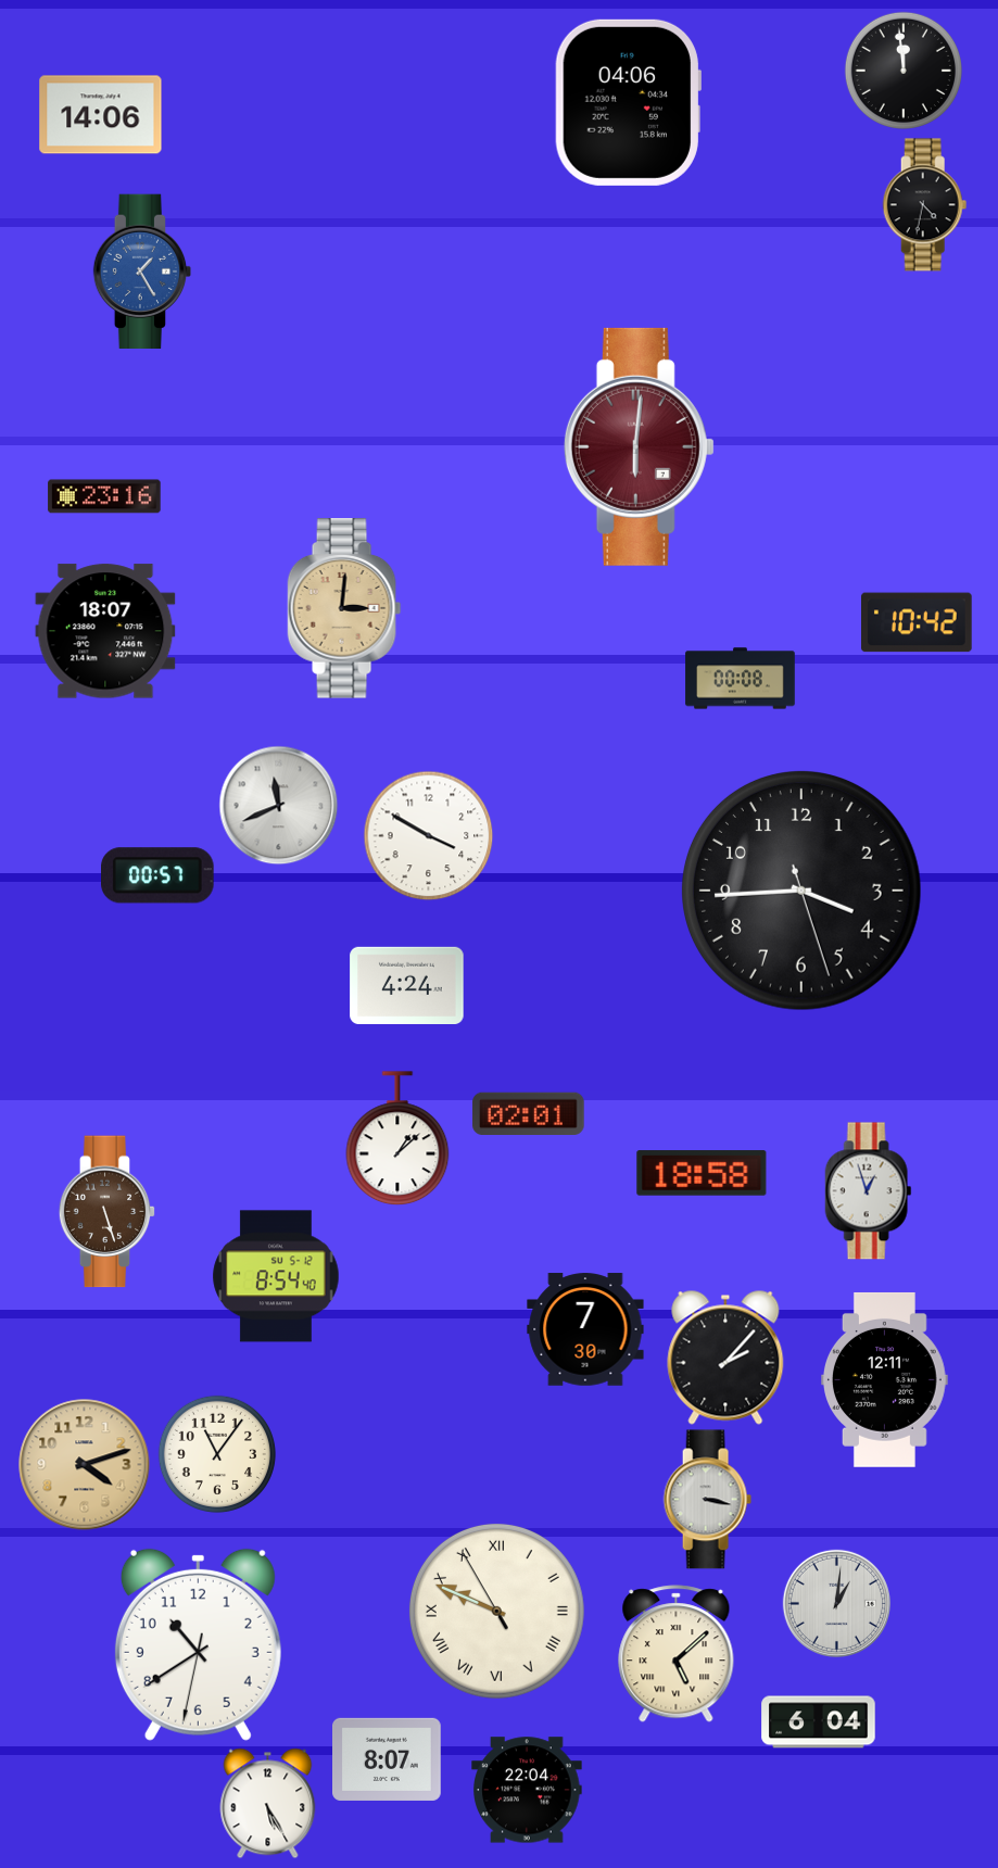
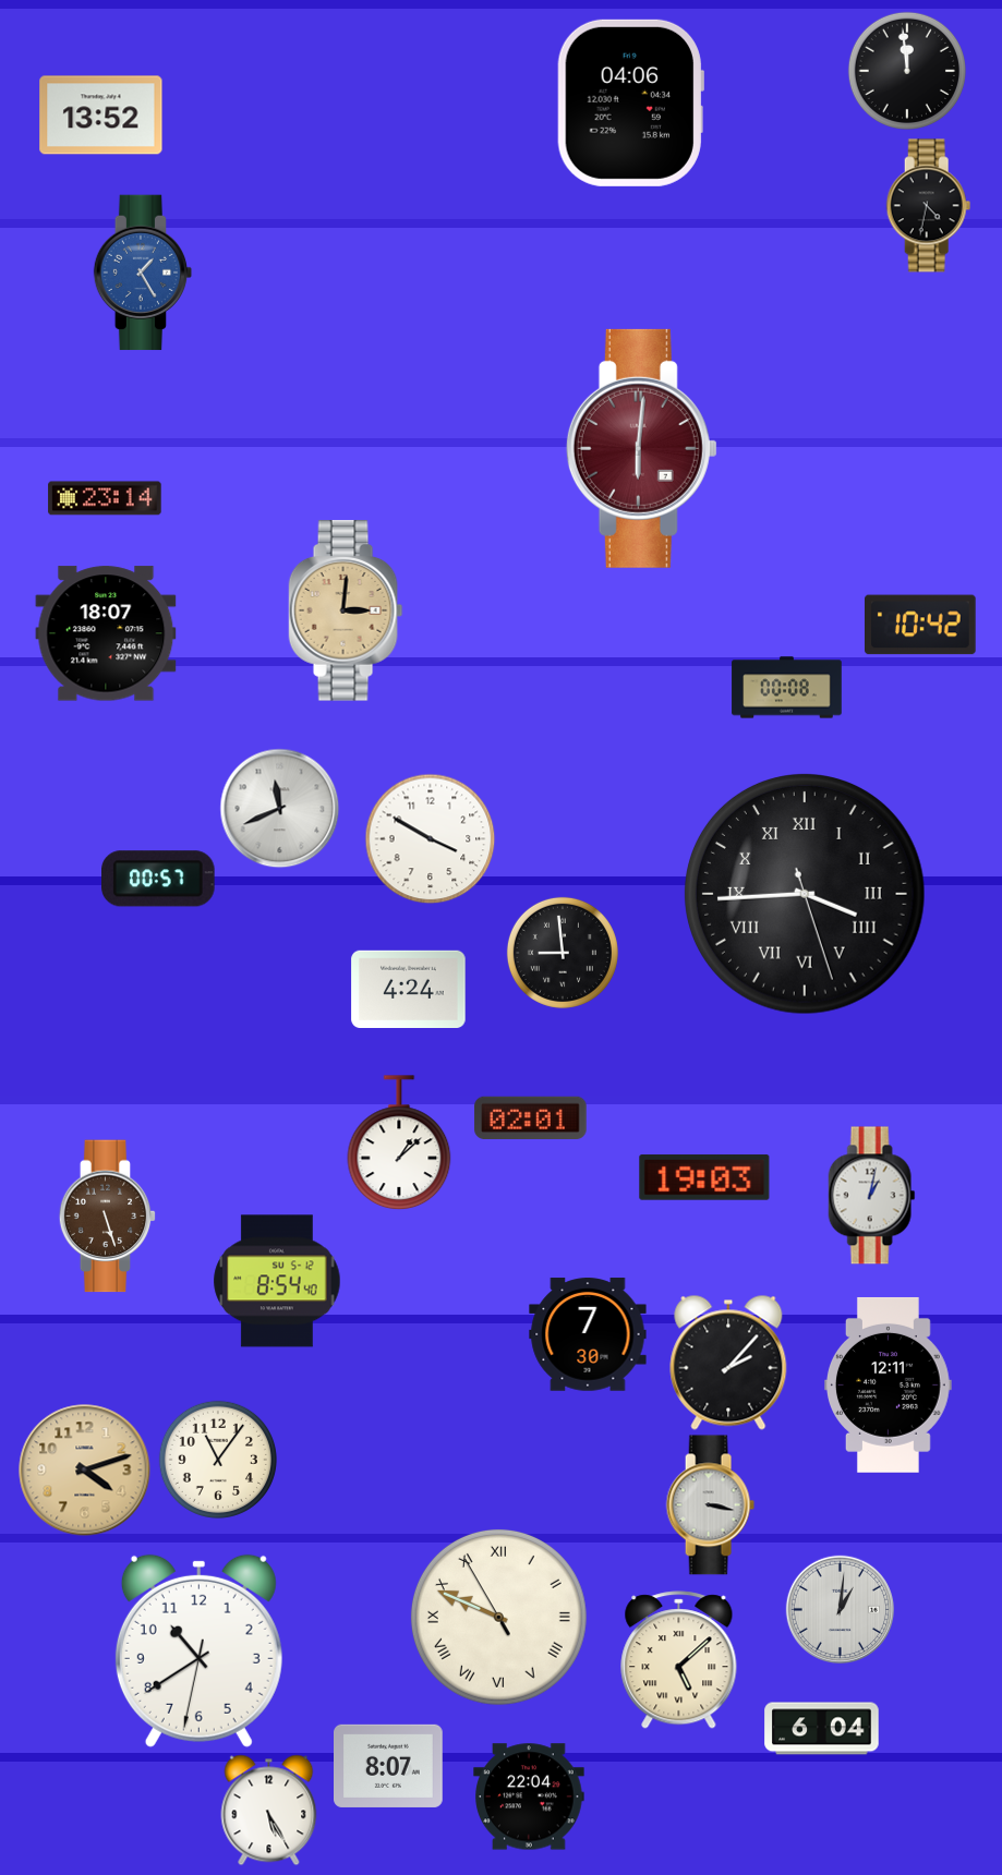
clock at (101, 115): 14:06 -> 13:52
clock at (104, 496): 23:16 -> 23:14
clock at (741, 679) position: (741, 679) -> (787, 688)
clock at (803, 892) numerals: Arabic -> Roman
clock at (563, 953): none -> 8:59
clock at (702, 1173): 18:58 -> 19:03
clock at (869, 1191): 12:57 -> 1:02
